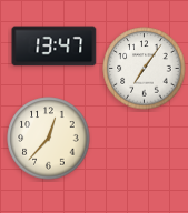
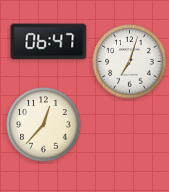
clock at (55, 47): 13:47 -> 06:47
clock at (145, 69): 7:06 -> 7:03
